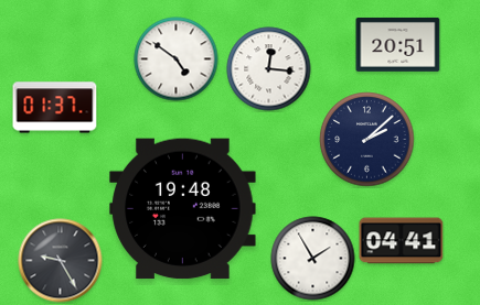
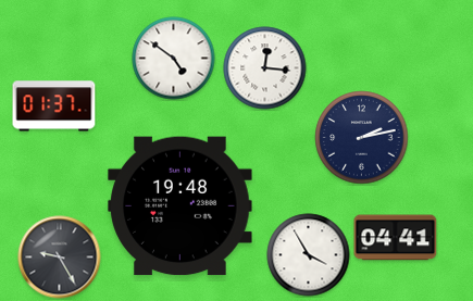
clock at (398, 44): 20:51 -> none
clock at (367, 140): 2:08 -> 2:13
clock at (313, 259): 1:55 -> 3:55
